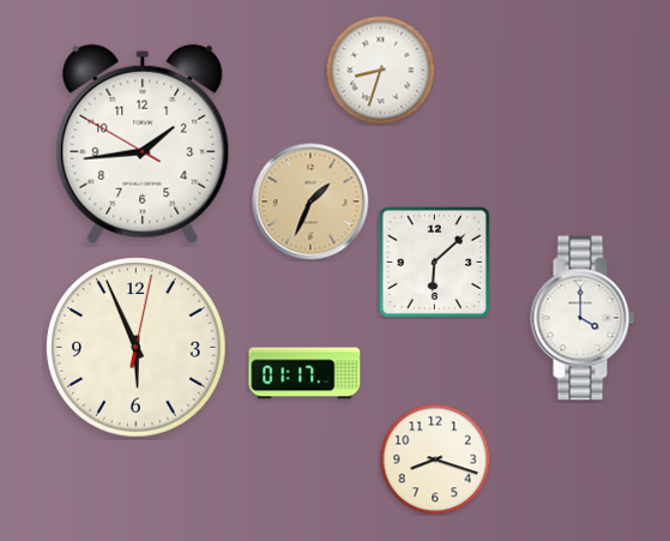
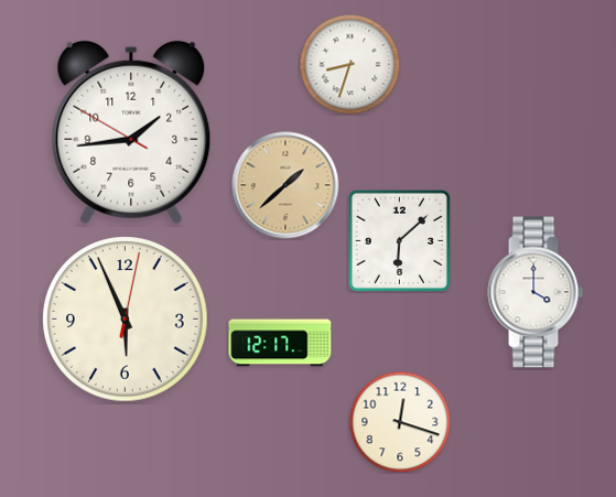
clock at (310, 202): 1:34 -> 1:38
clock at (304, 373): 01:17 -> 12:17
clock at (435, 459): 8:18 -> 12:18
